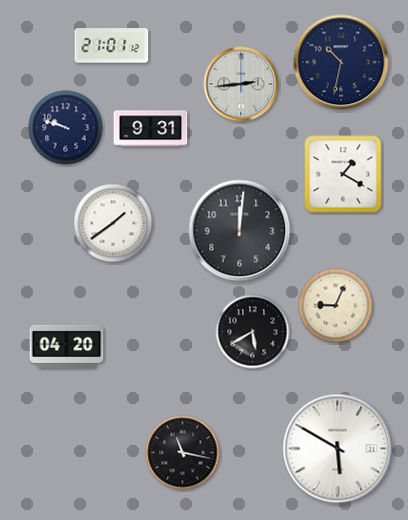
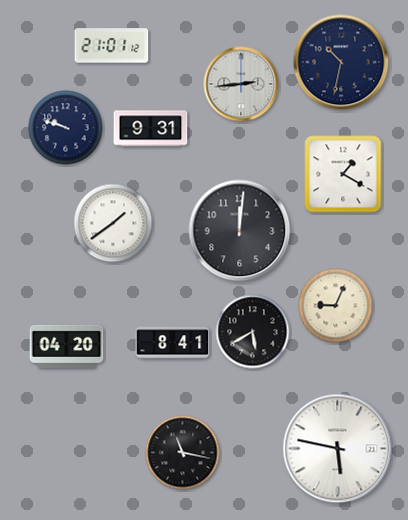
clock at (173, 343): none -> 8:41
clock at (338, 449): 5:50 -> 5:47
